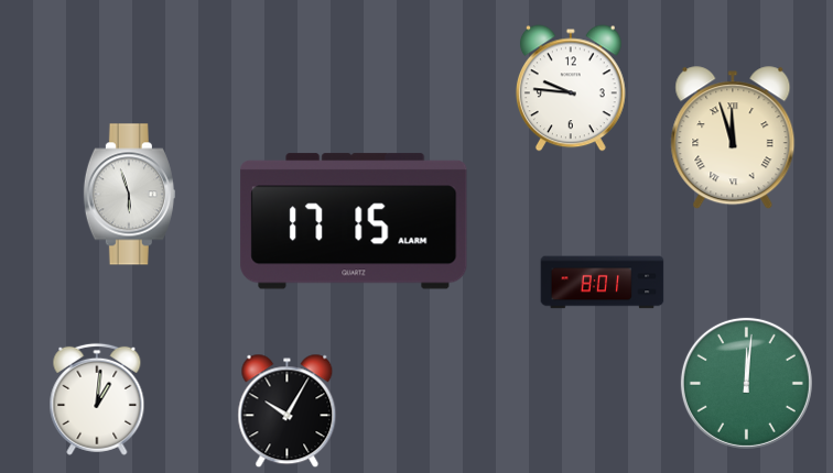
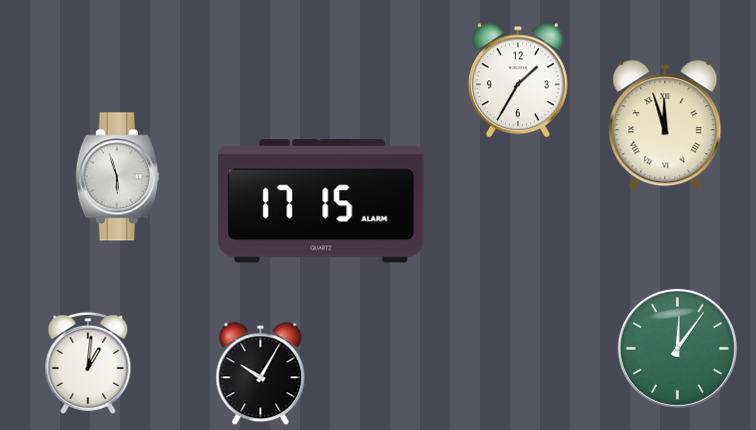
clock at (571, 88): 9:46 -> 1:35
clock at (603, 283): 8:01 -> none
clock at (746, 383): 12:01 -> 12:06
